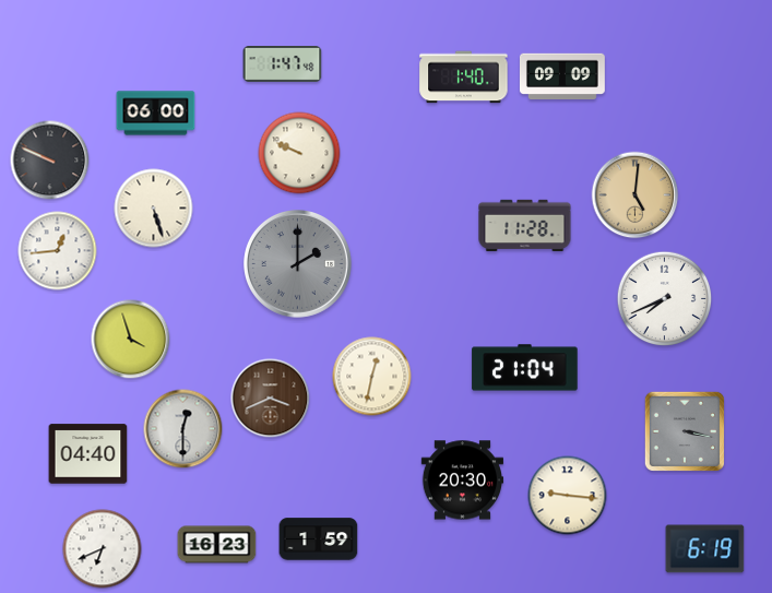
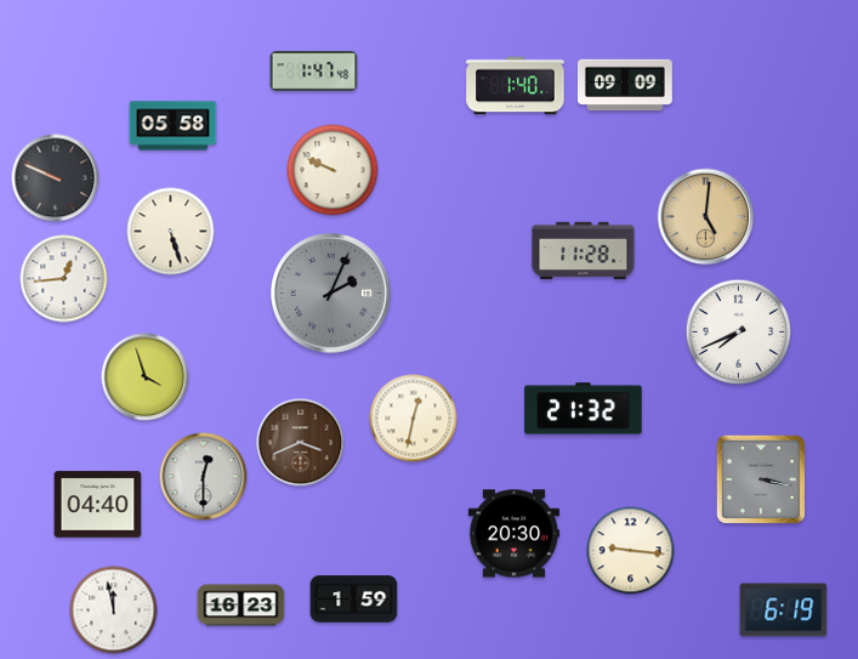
clock at (156, 114): 06:00 -> 05:58
clock at (298, 264): 2:00 -> 2:04
clock at (525, 368): 21:04 -> 21:32
clock at (103, 549): 6:41 -> 11:58
